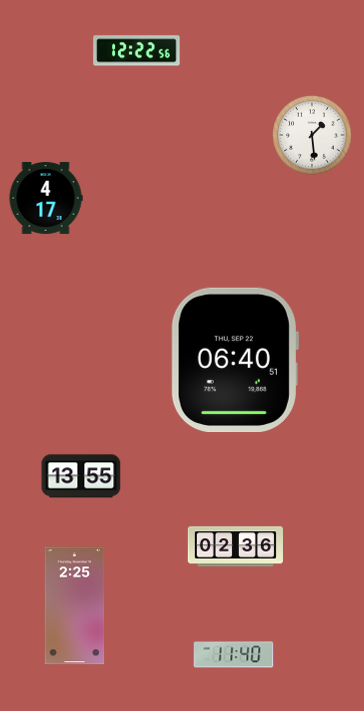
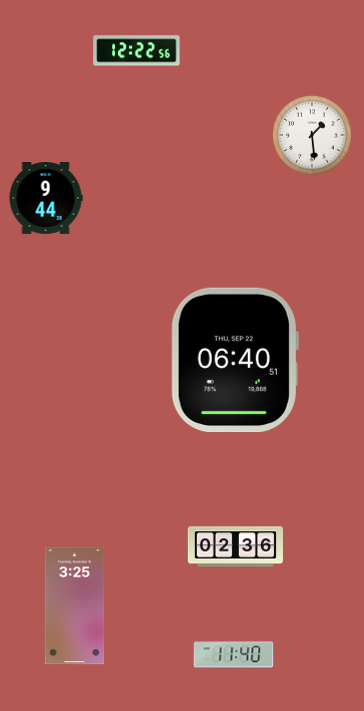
clock at (46, 199): 4:17 -> 9:44
clock at (81, 476): 13:55 -> none
clock at (75, 606): 2:25 -> 3:25
